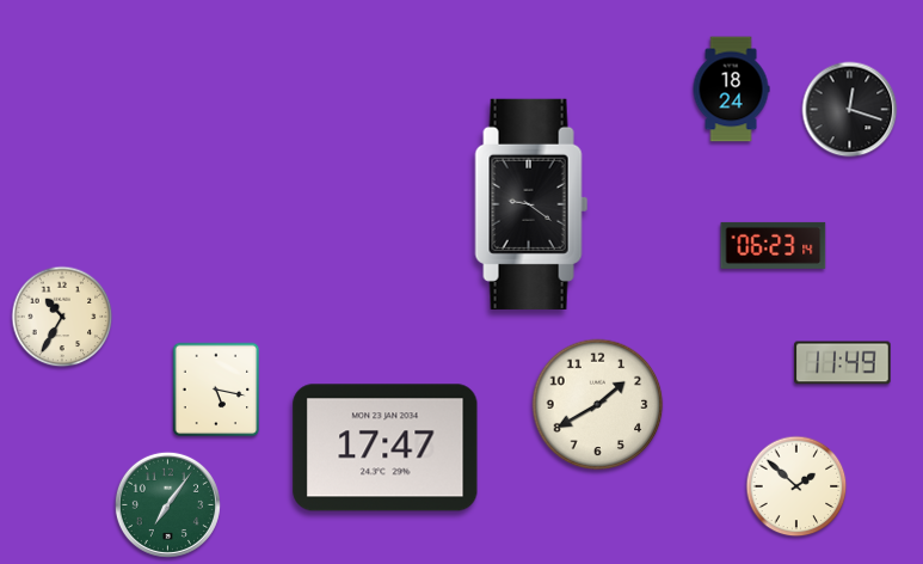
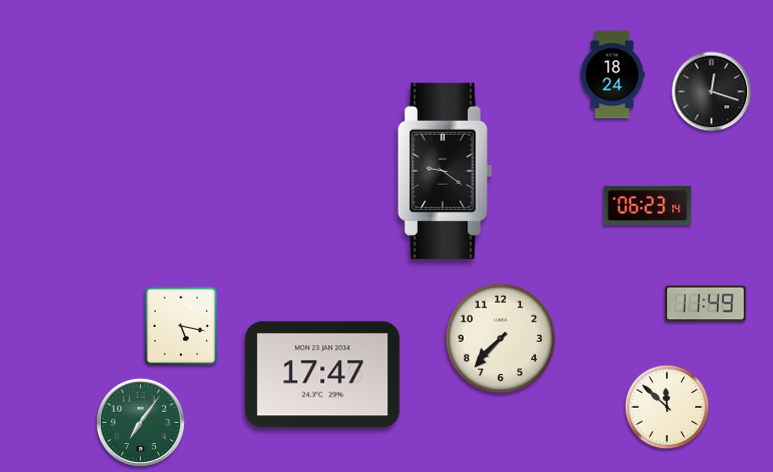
clock at (62, 317): 10:35 -> none
clock at (598, 405): 1:40 -> 7:37
clock at (796, 486): 1:52 -> 11:52
